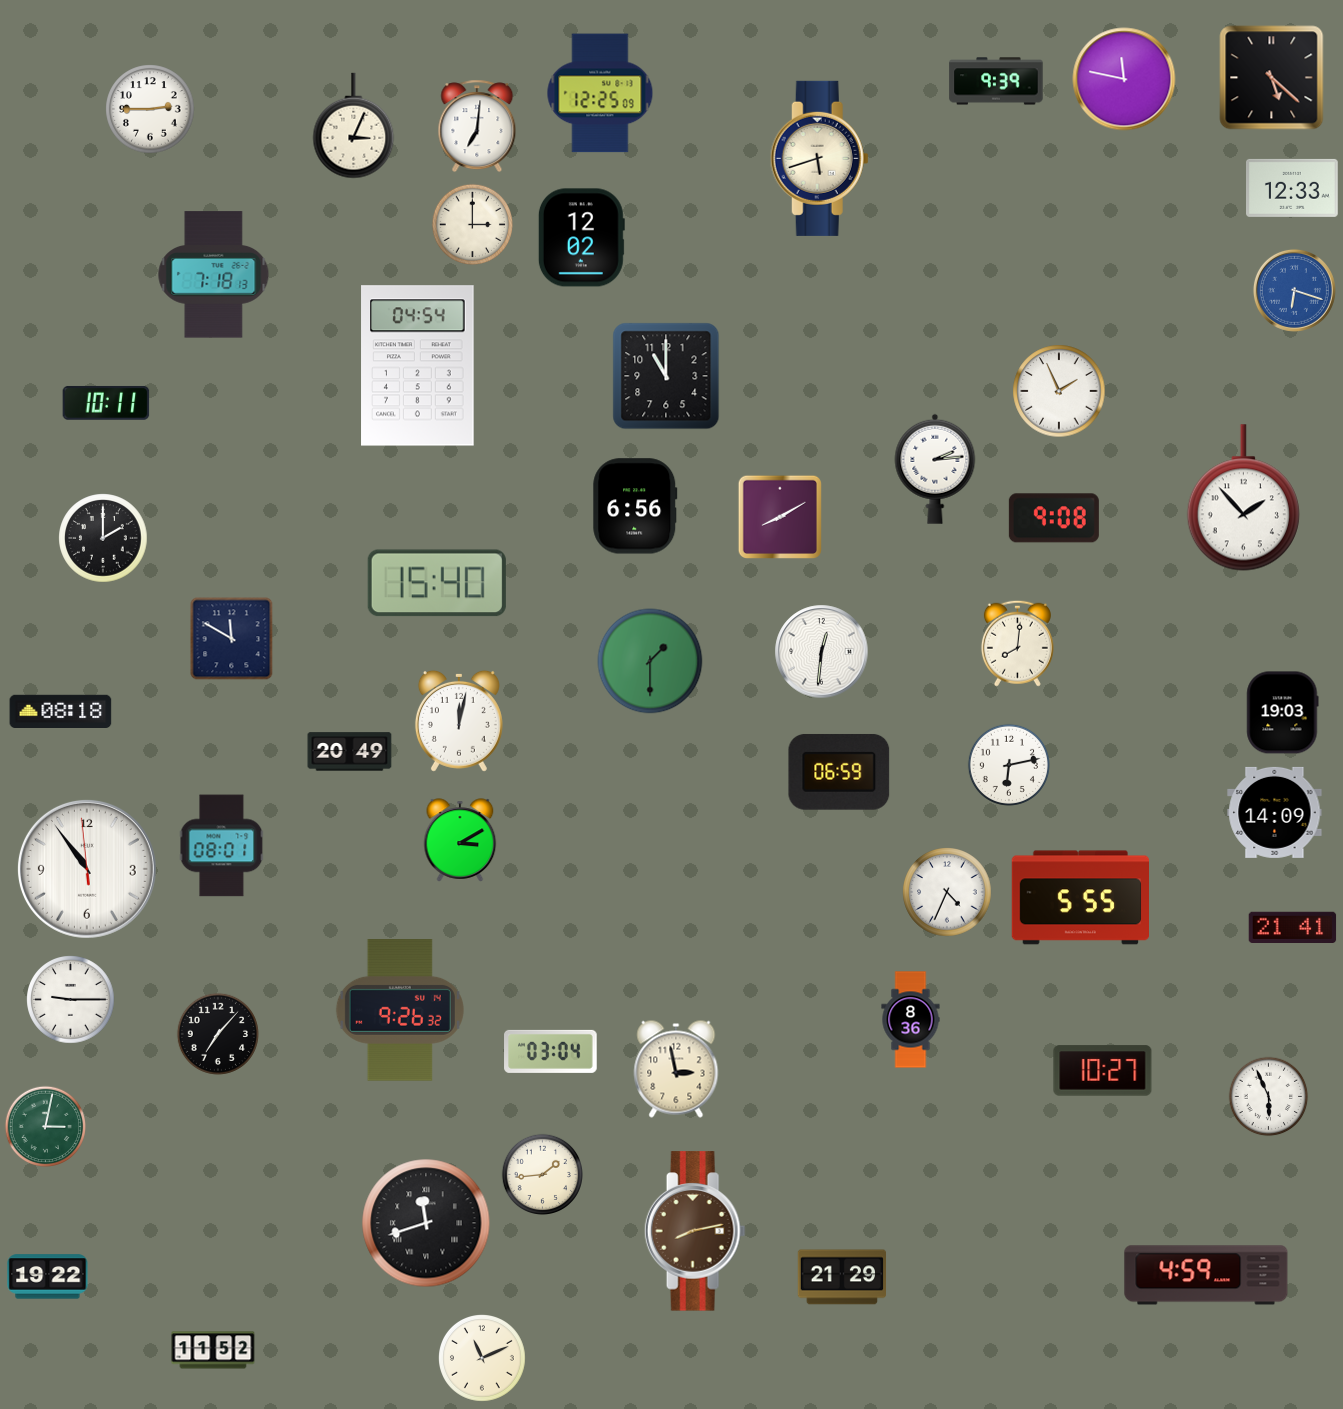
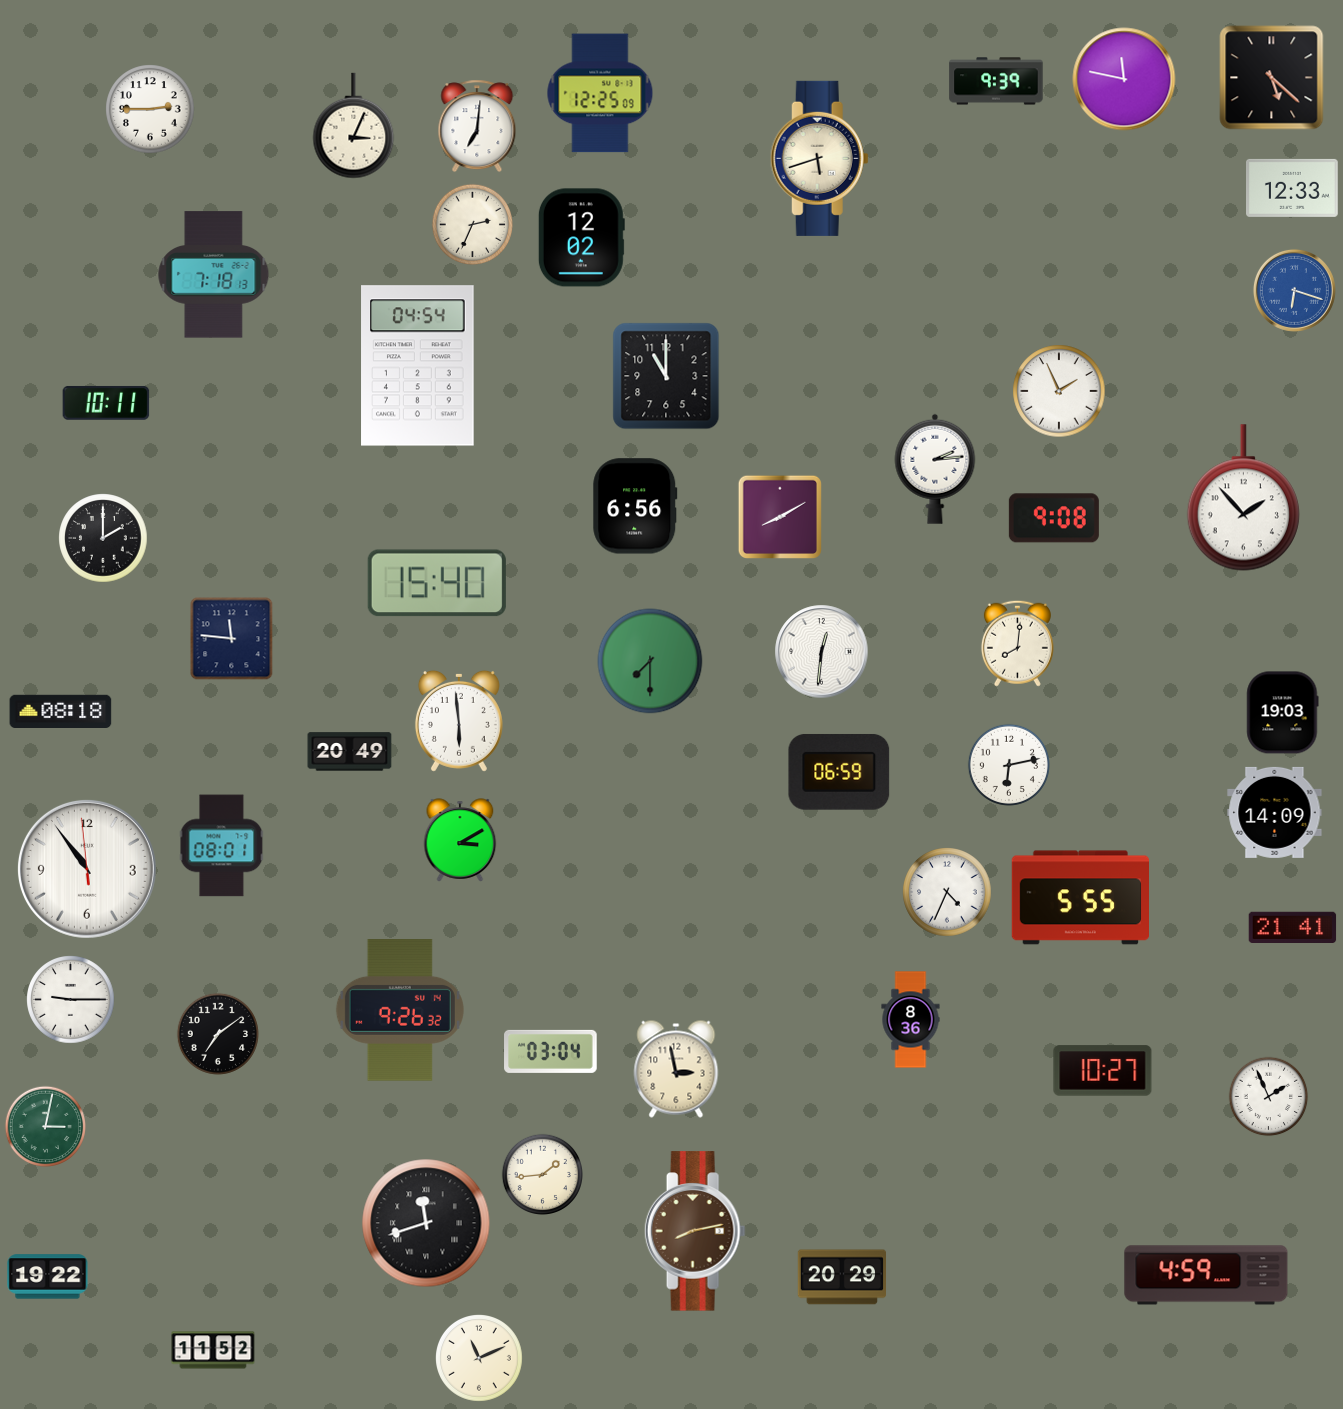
clock at (472, 224): 3:00 -> 2:34
clock at (232, 639): 11:50 -> 11:46
clock at (650, 661): 1:30 -> 7:30
clock at (459, 721): 12:02 -> 5:59
clock at (217, 1034): 7:07 -> 7:09
clock at (1269, 1097): 5:56 -> 1:56
clock at (841, 1277): 21:29 -> 20:29
clock at (483, 1359) position: (483, 1359) -> (480, 1359)
